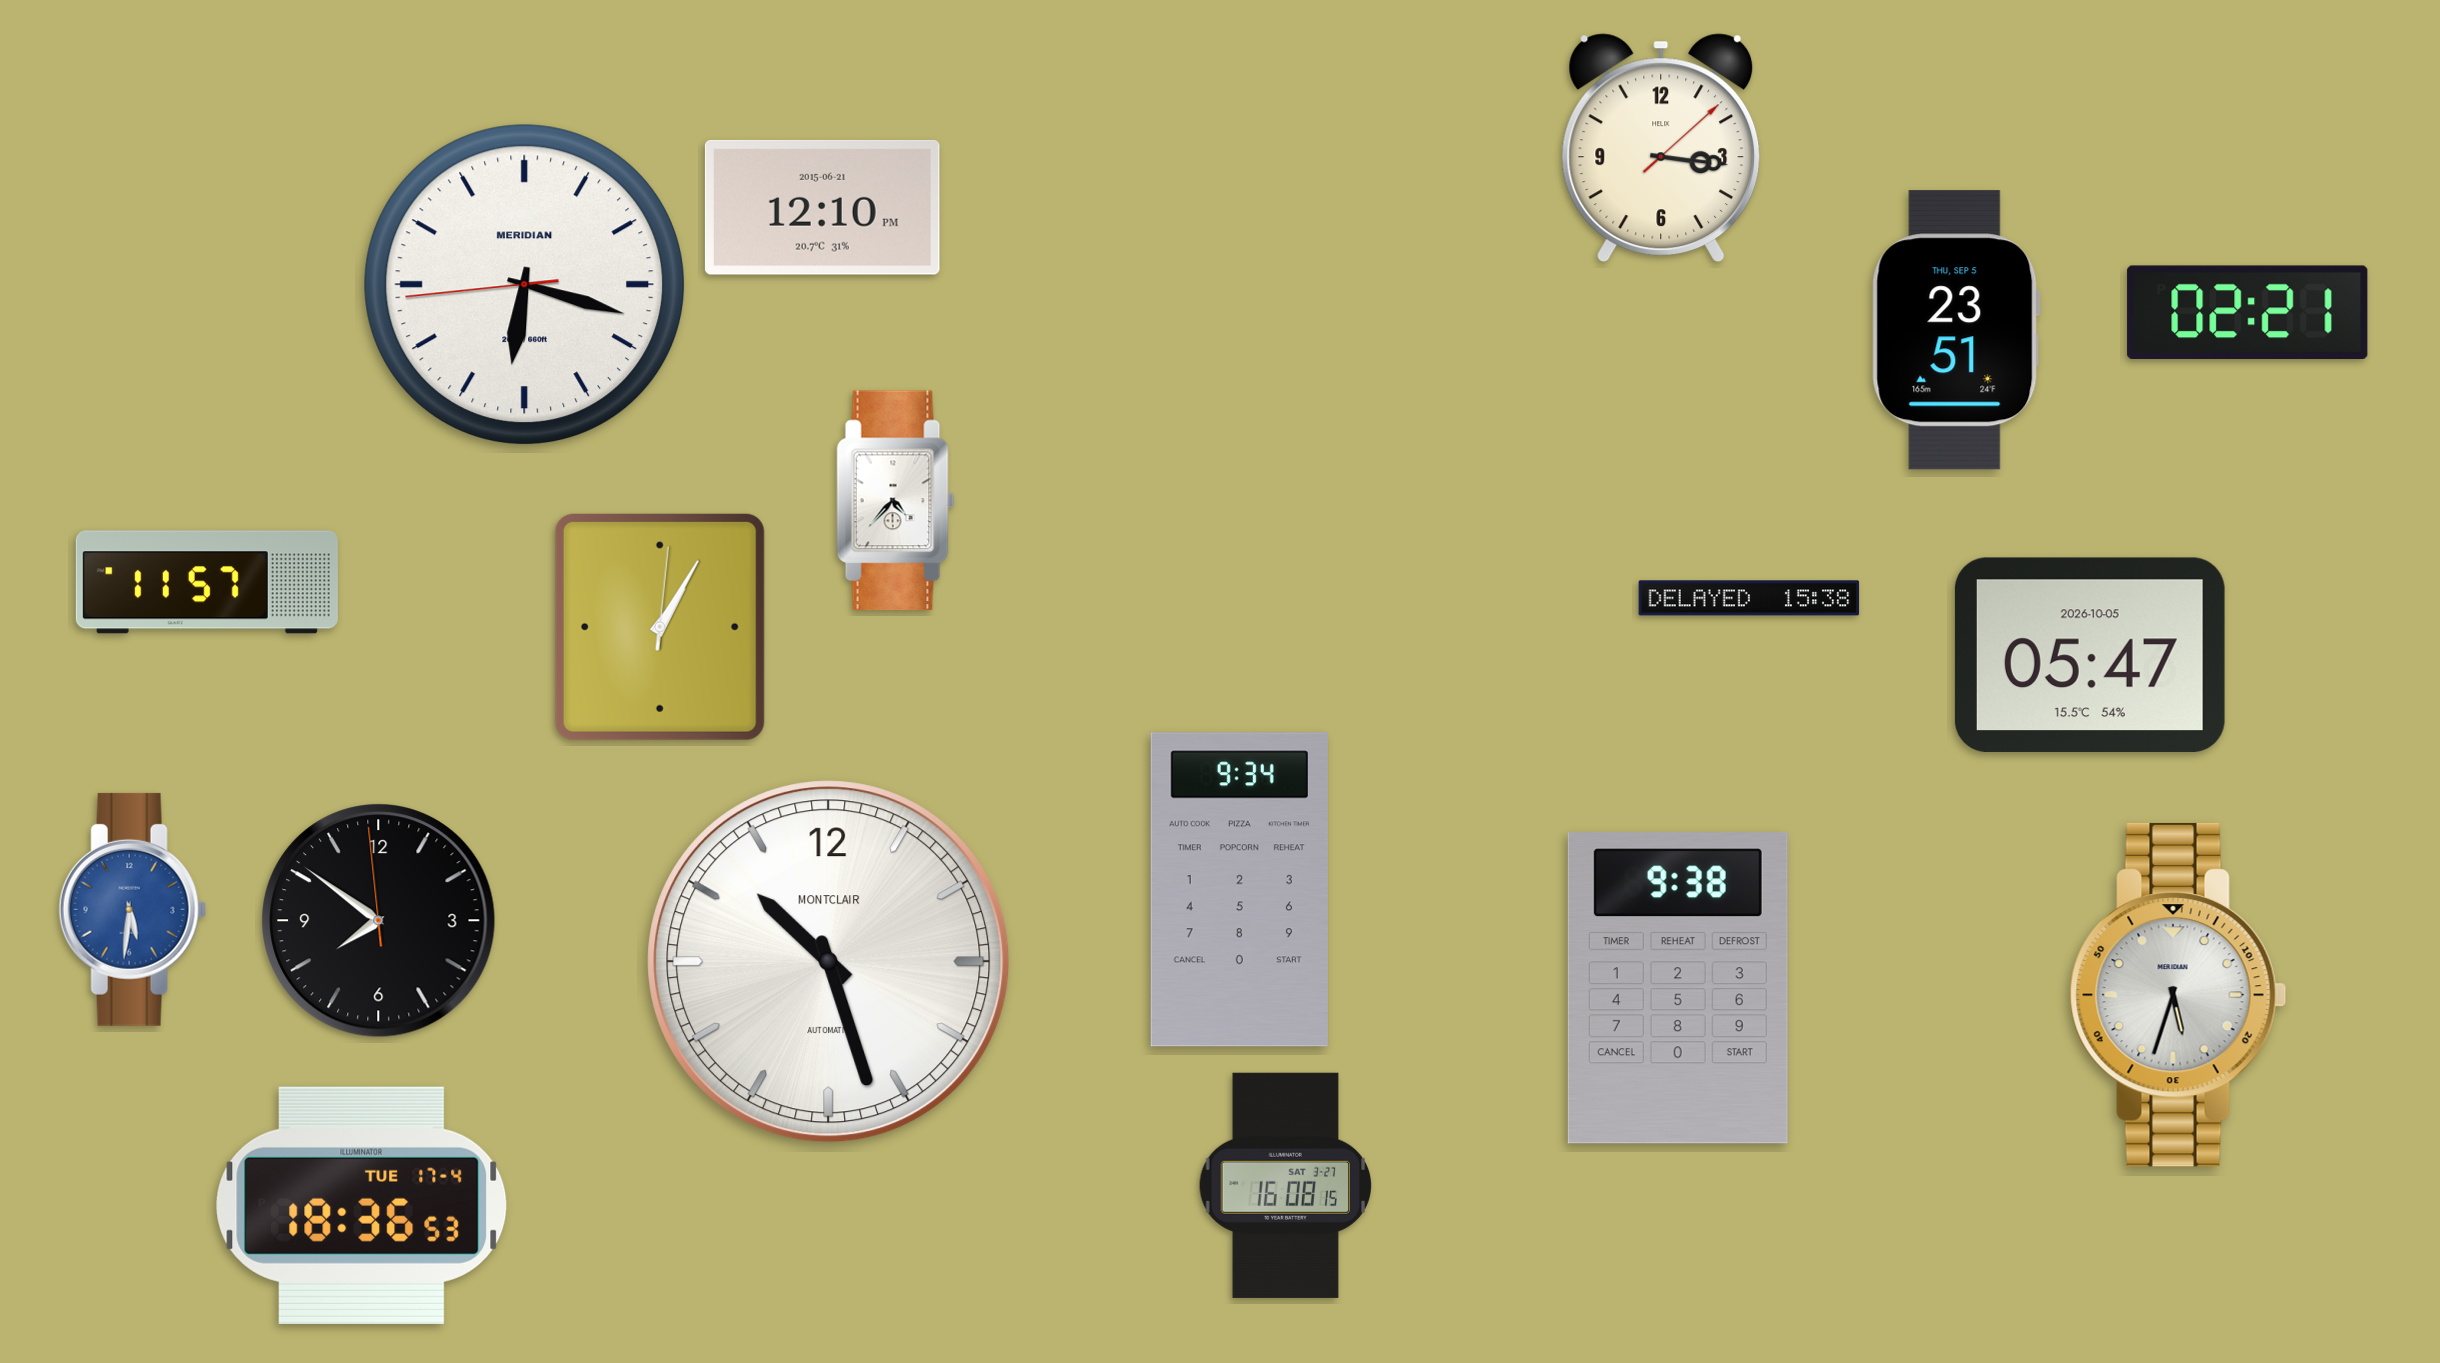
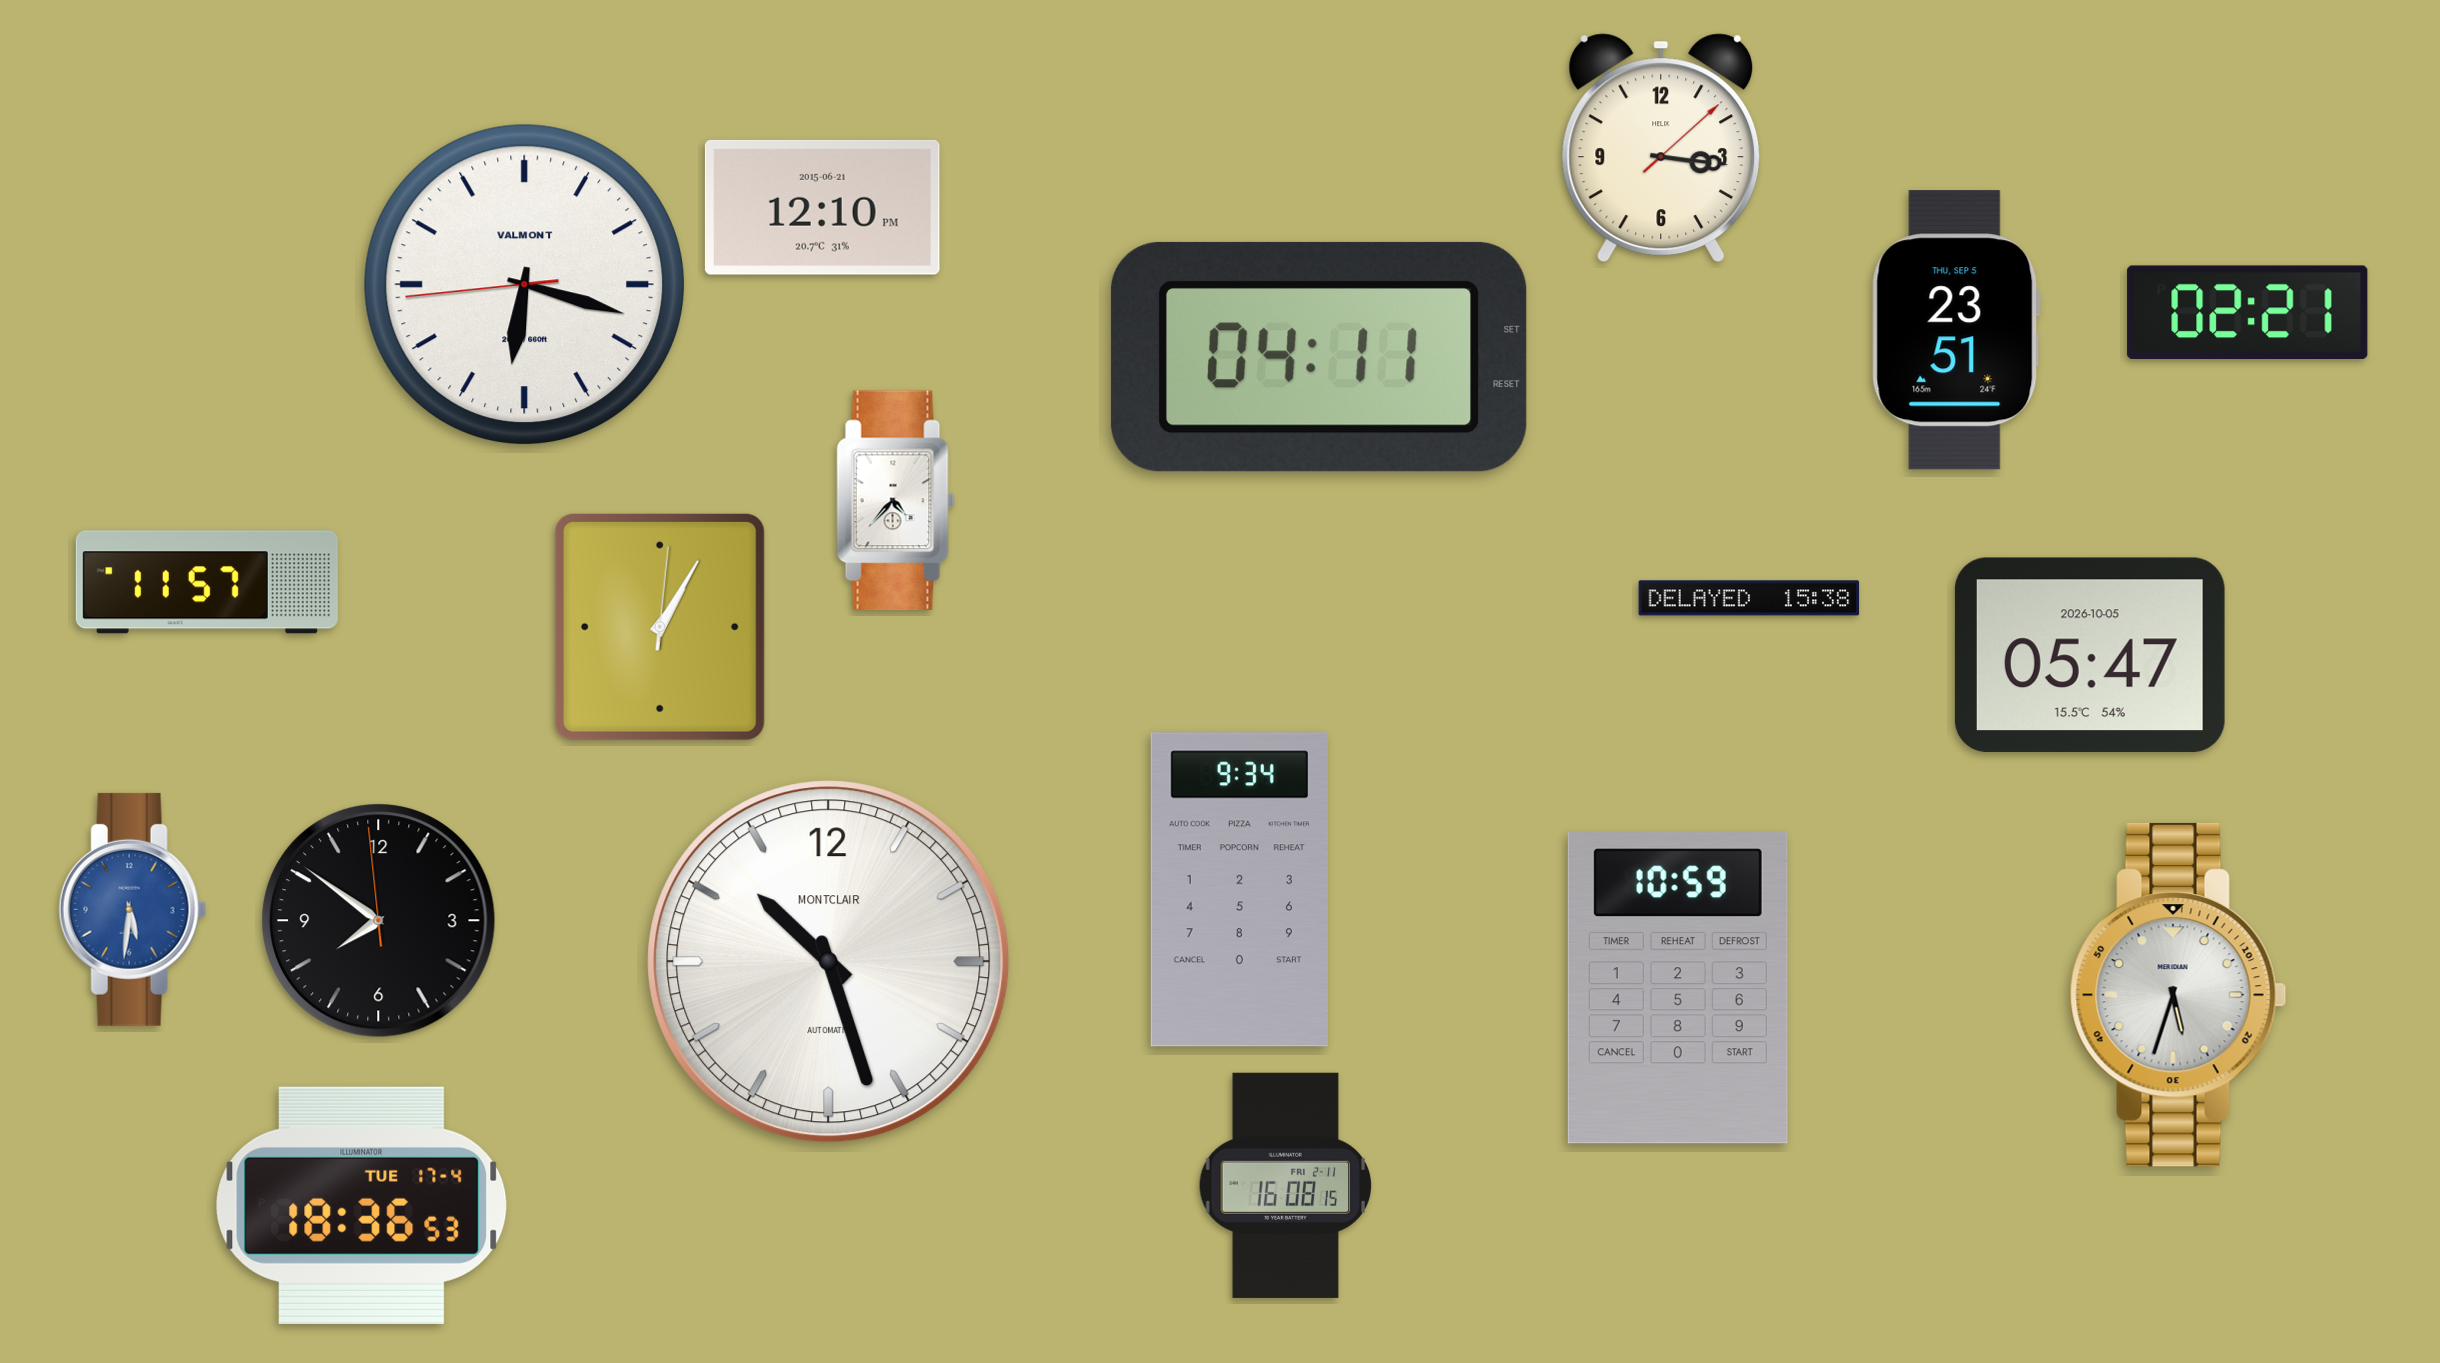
clock at (525, 285) brand: MERIDIAN -> VALMONT
clock at (1319, 357): none -> 04:11
clock at (1678, 988): 9:38 -> 10:59
clock at (1286, 1185) date: SAT 3-27 -> FRI 2-11
